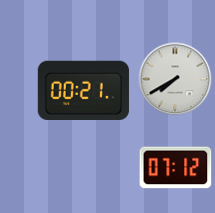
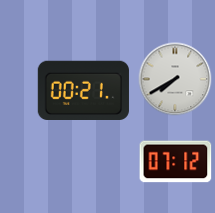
clock at (176, 168) position: (176, 168) -> (176, 162)
